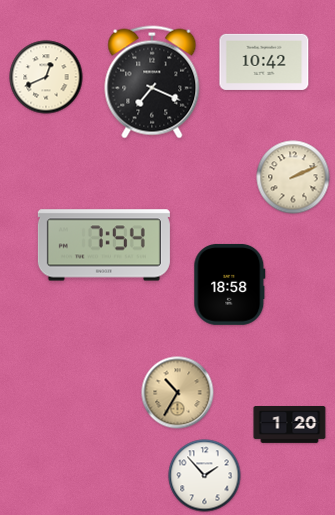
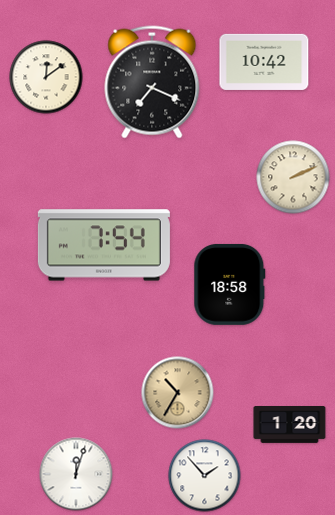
clock at (46, 77): 12:41 -> 12:09
clock at (76, 474): none -> 12:03
